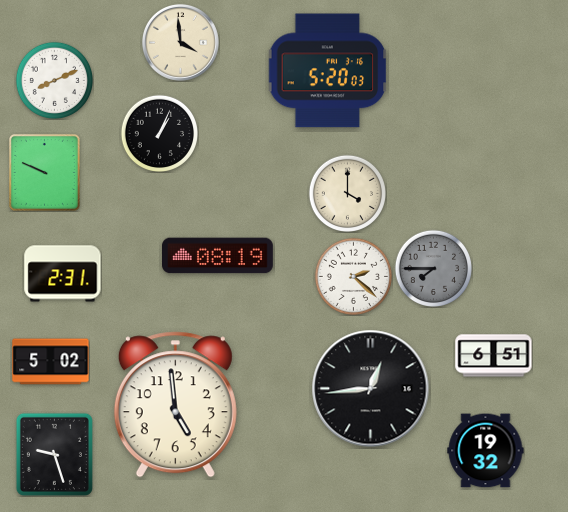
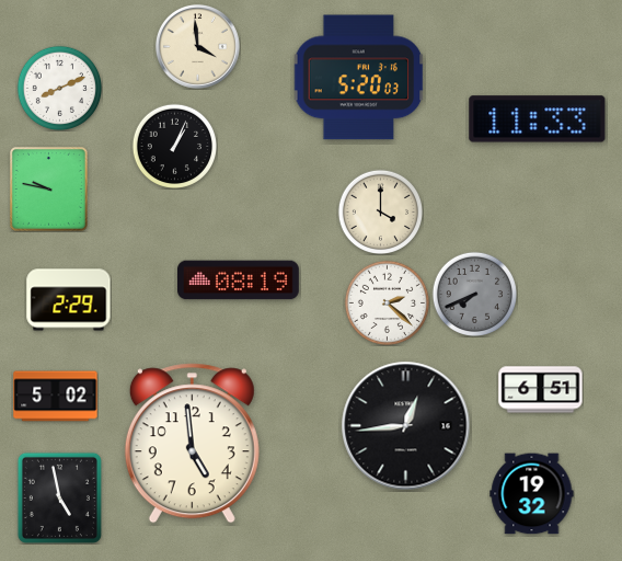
clock at (538, 119): none -> 11:33
clock at (44, 172): 9:49 -> 9:47
clock at (433, 268): 7:45 -> 7:41
clock at (63, 274): 2:31 -> 2:29
clock at (54, 454): 9:27 -> 4:58
